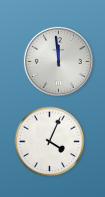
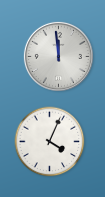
clock at (58, 61) position: (58, 61) -> (58, 56)
